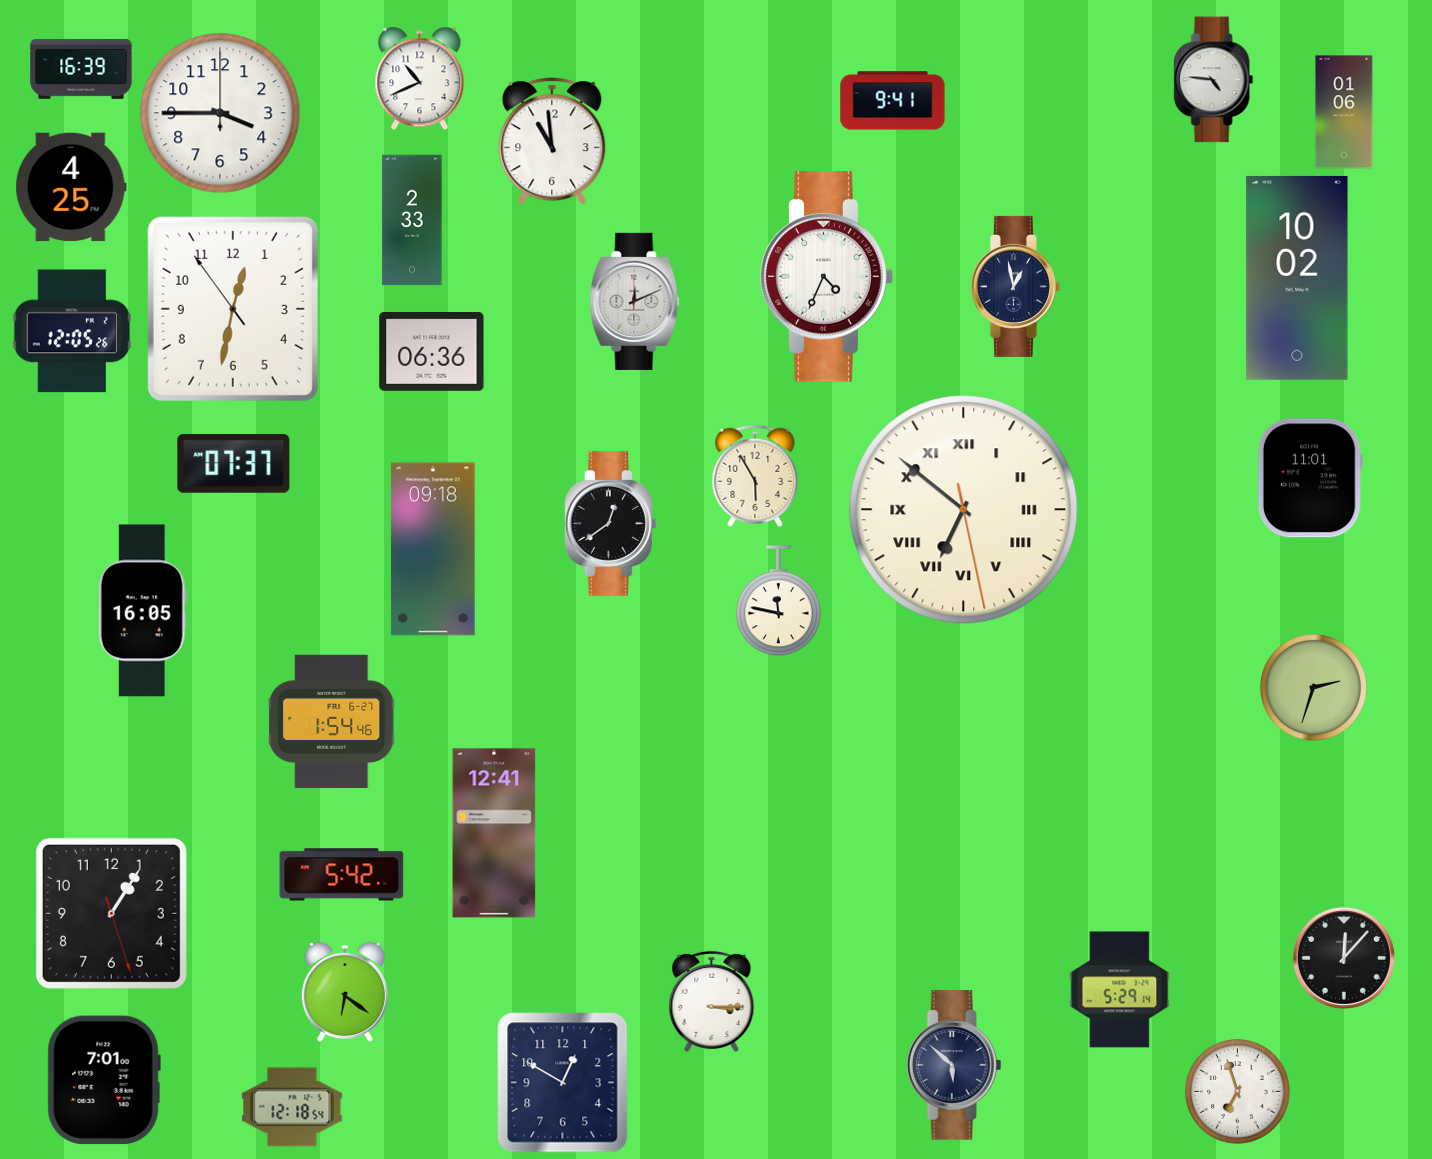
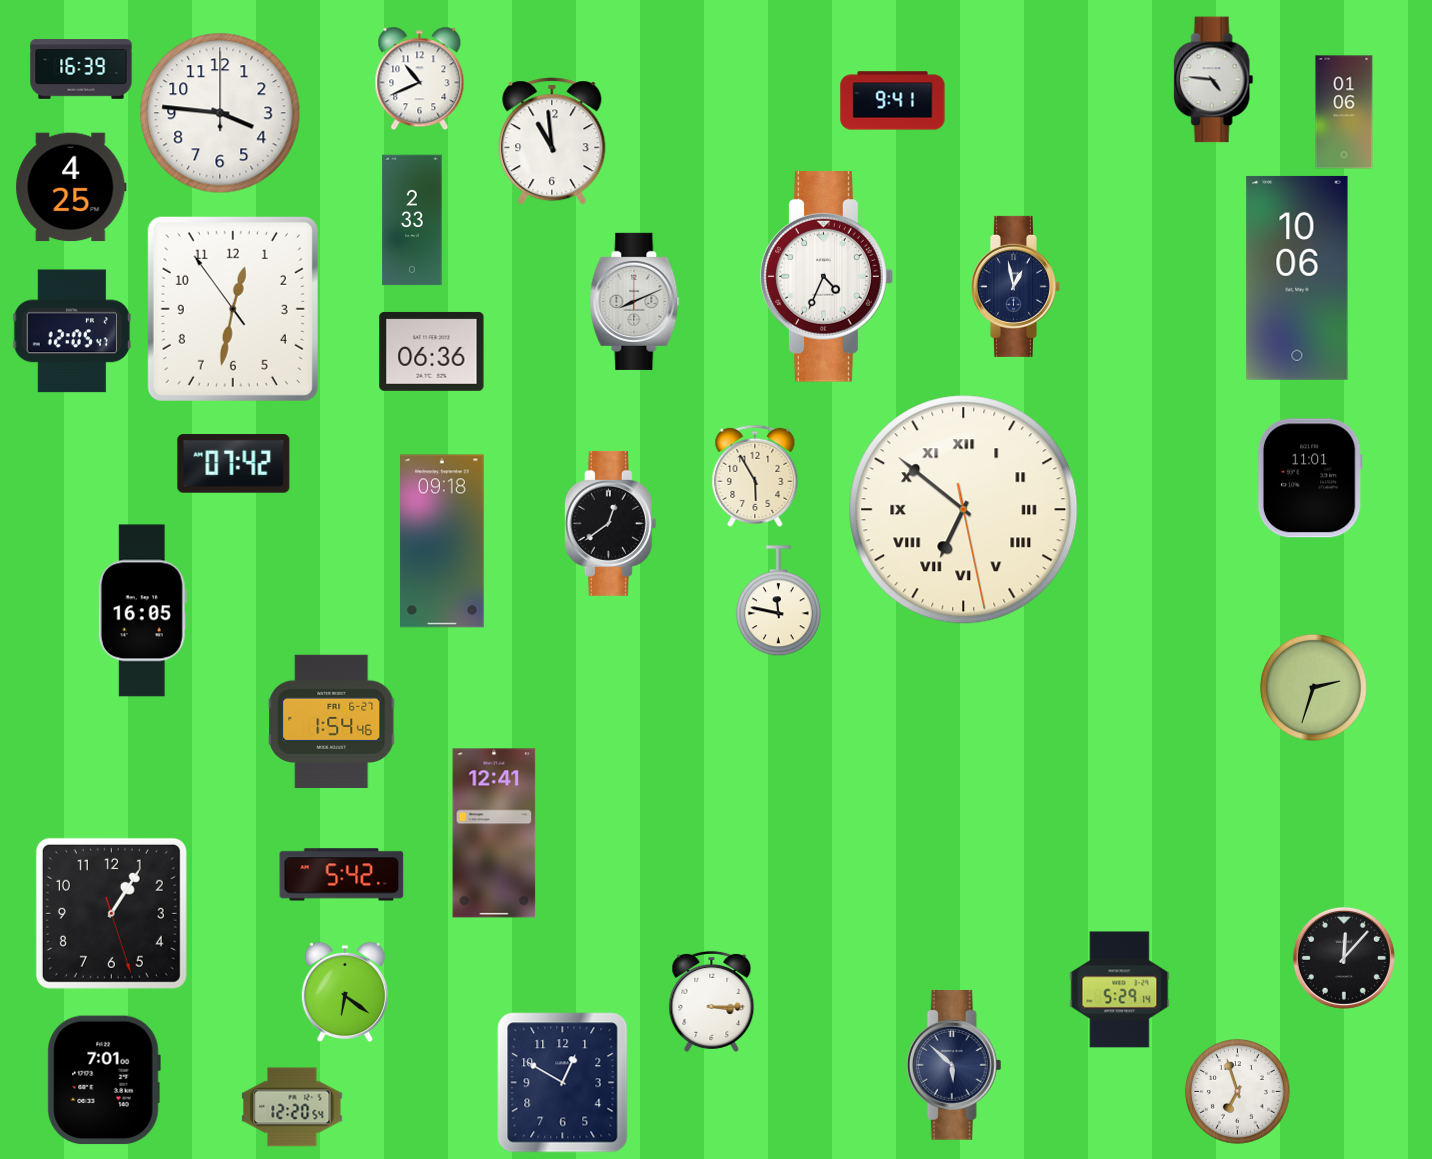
clock at (220, 113): 3:45 -> 3:46
clock at (1297, 278): 10:02 -> 10:06
clock at (635, 301): 12:11 -> 8:11
clock at (72, 331): 12:05:26 -> 12:05:47
clock at (234, 464): 07:37 -> 07:42
clock at (433, 549) position: (433, 549) -> (442, 541)
clock at (292, 1107): 12:18 -> 12:20
